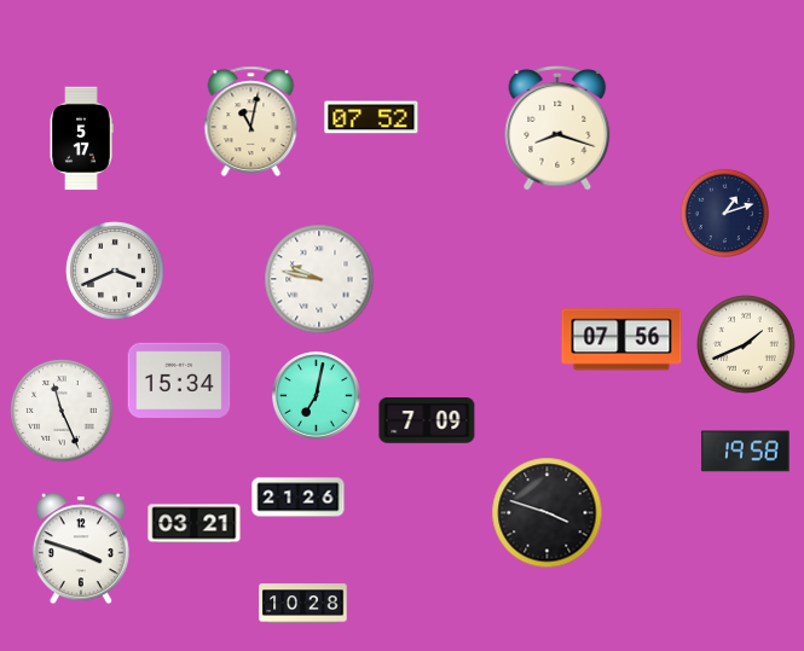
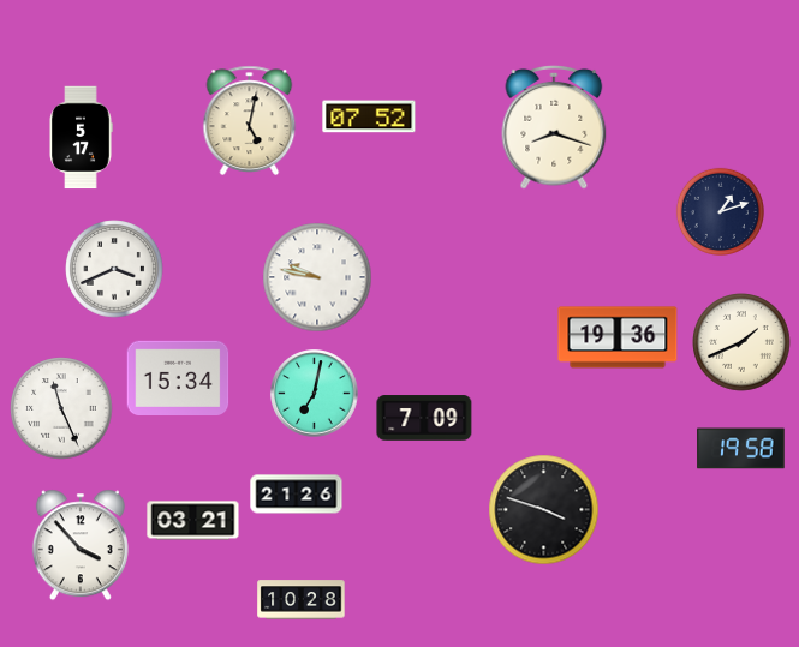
clock at (251, 121): 11:02 -> 5:02
clock at (621, 339): 07:56 -> 19:36
clock at (81, 548): 3:48 -> 3:53
